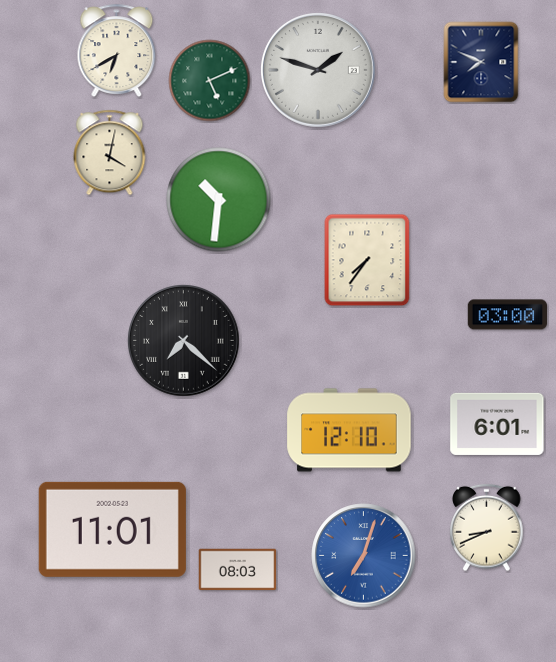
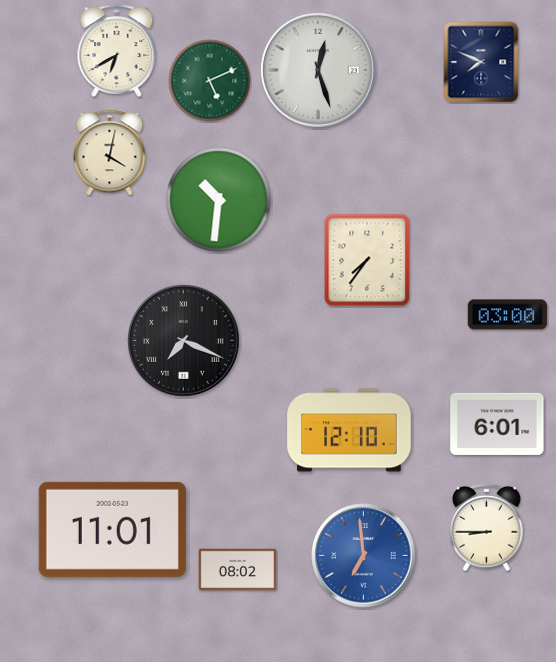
clock at (318, 70): 1:48 -> 12:27
clock at (184, 341): 7:22 -> 7:19
clock at (487, 528): 8:41 -> 8:45
clock at (364, 556): 7:03 -> 6:59
clock at (238, 570): 08:03 -> 08:02
